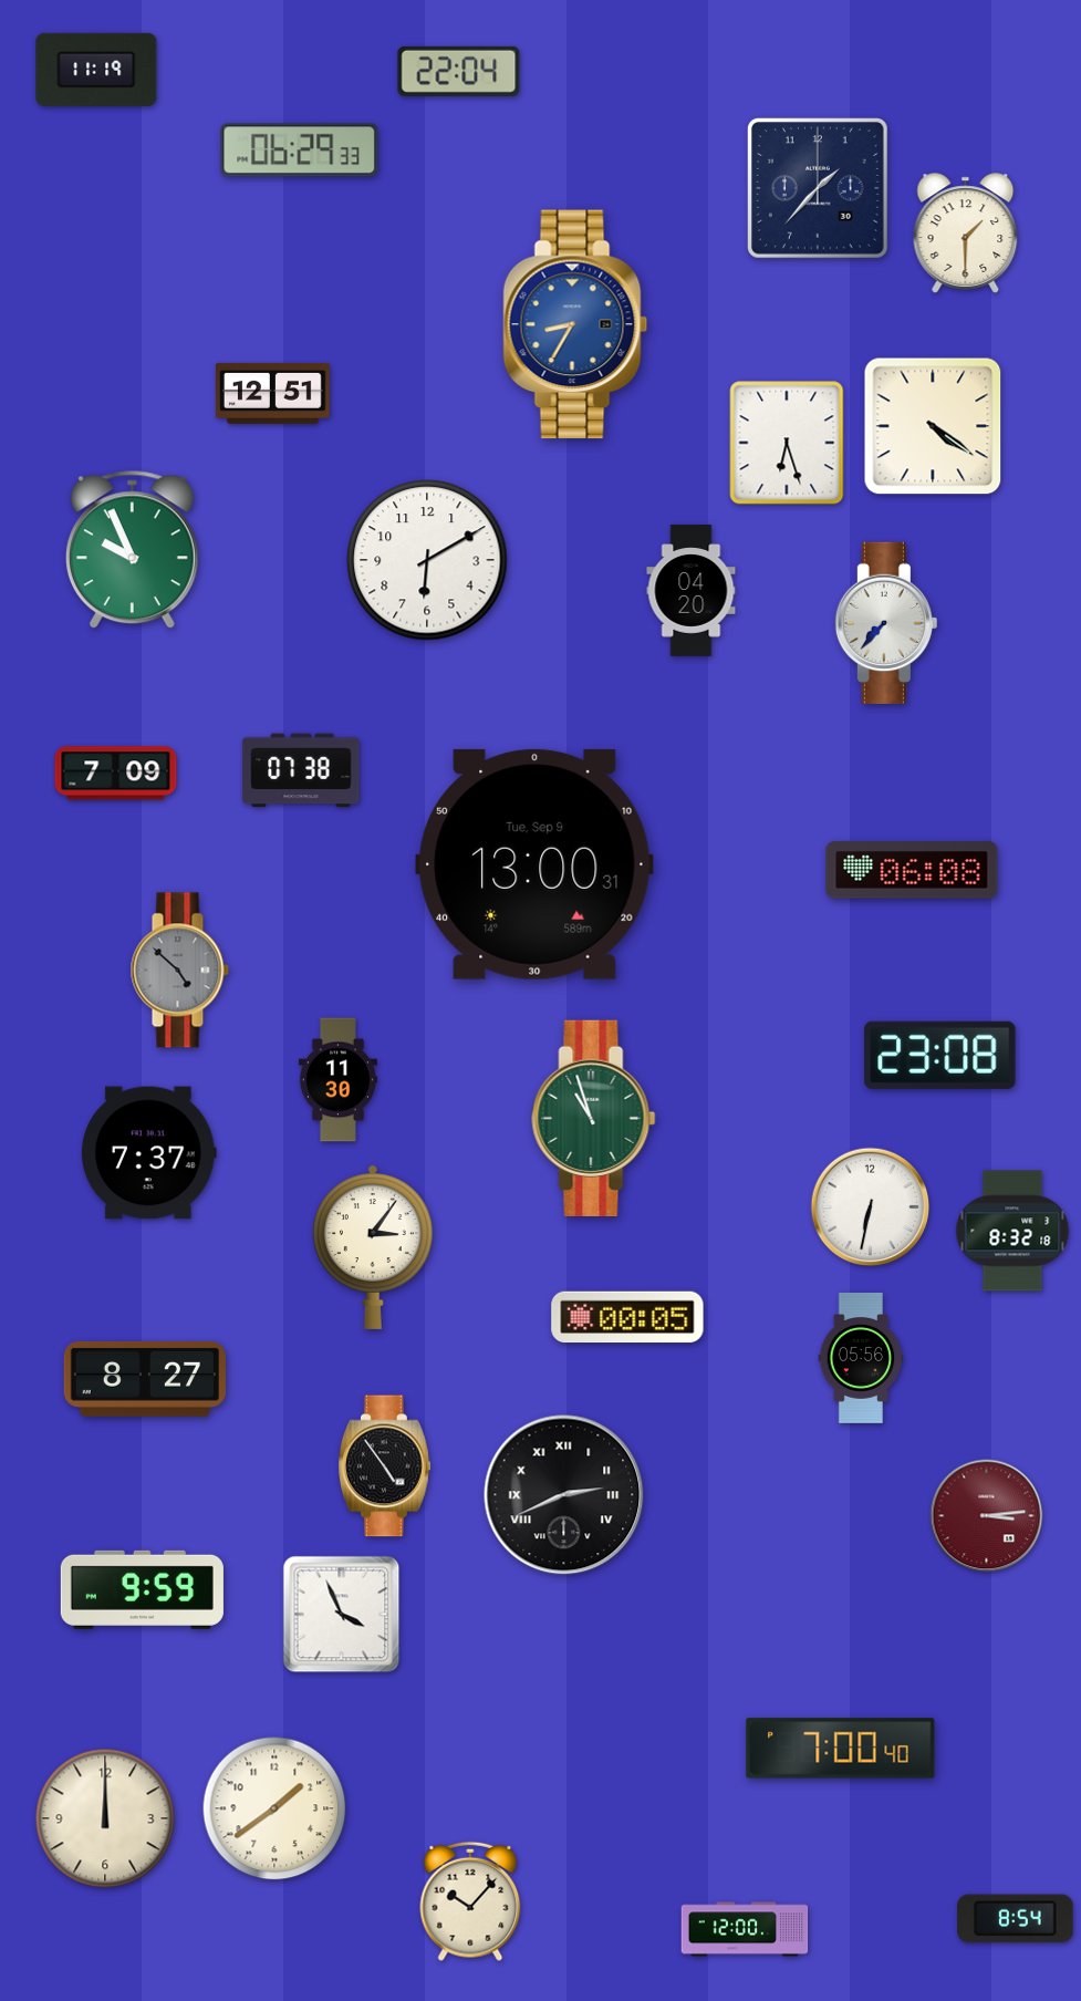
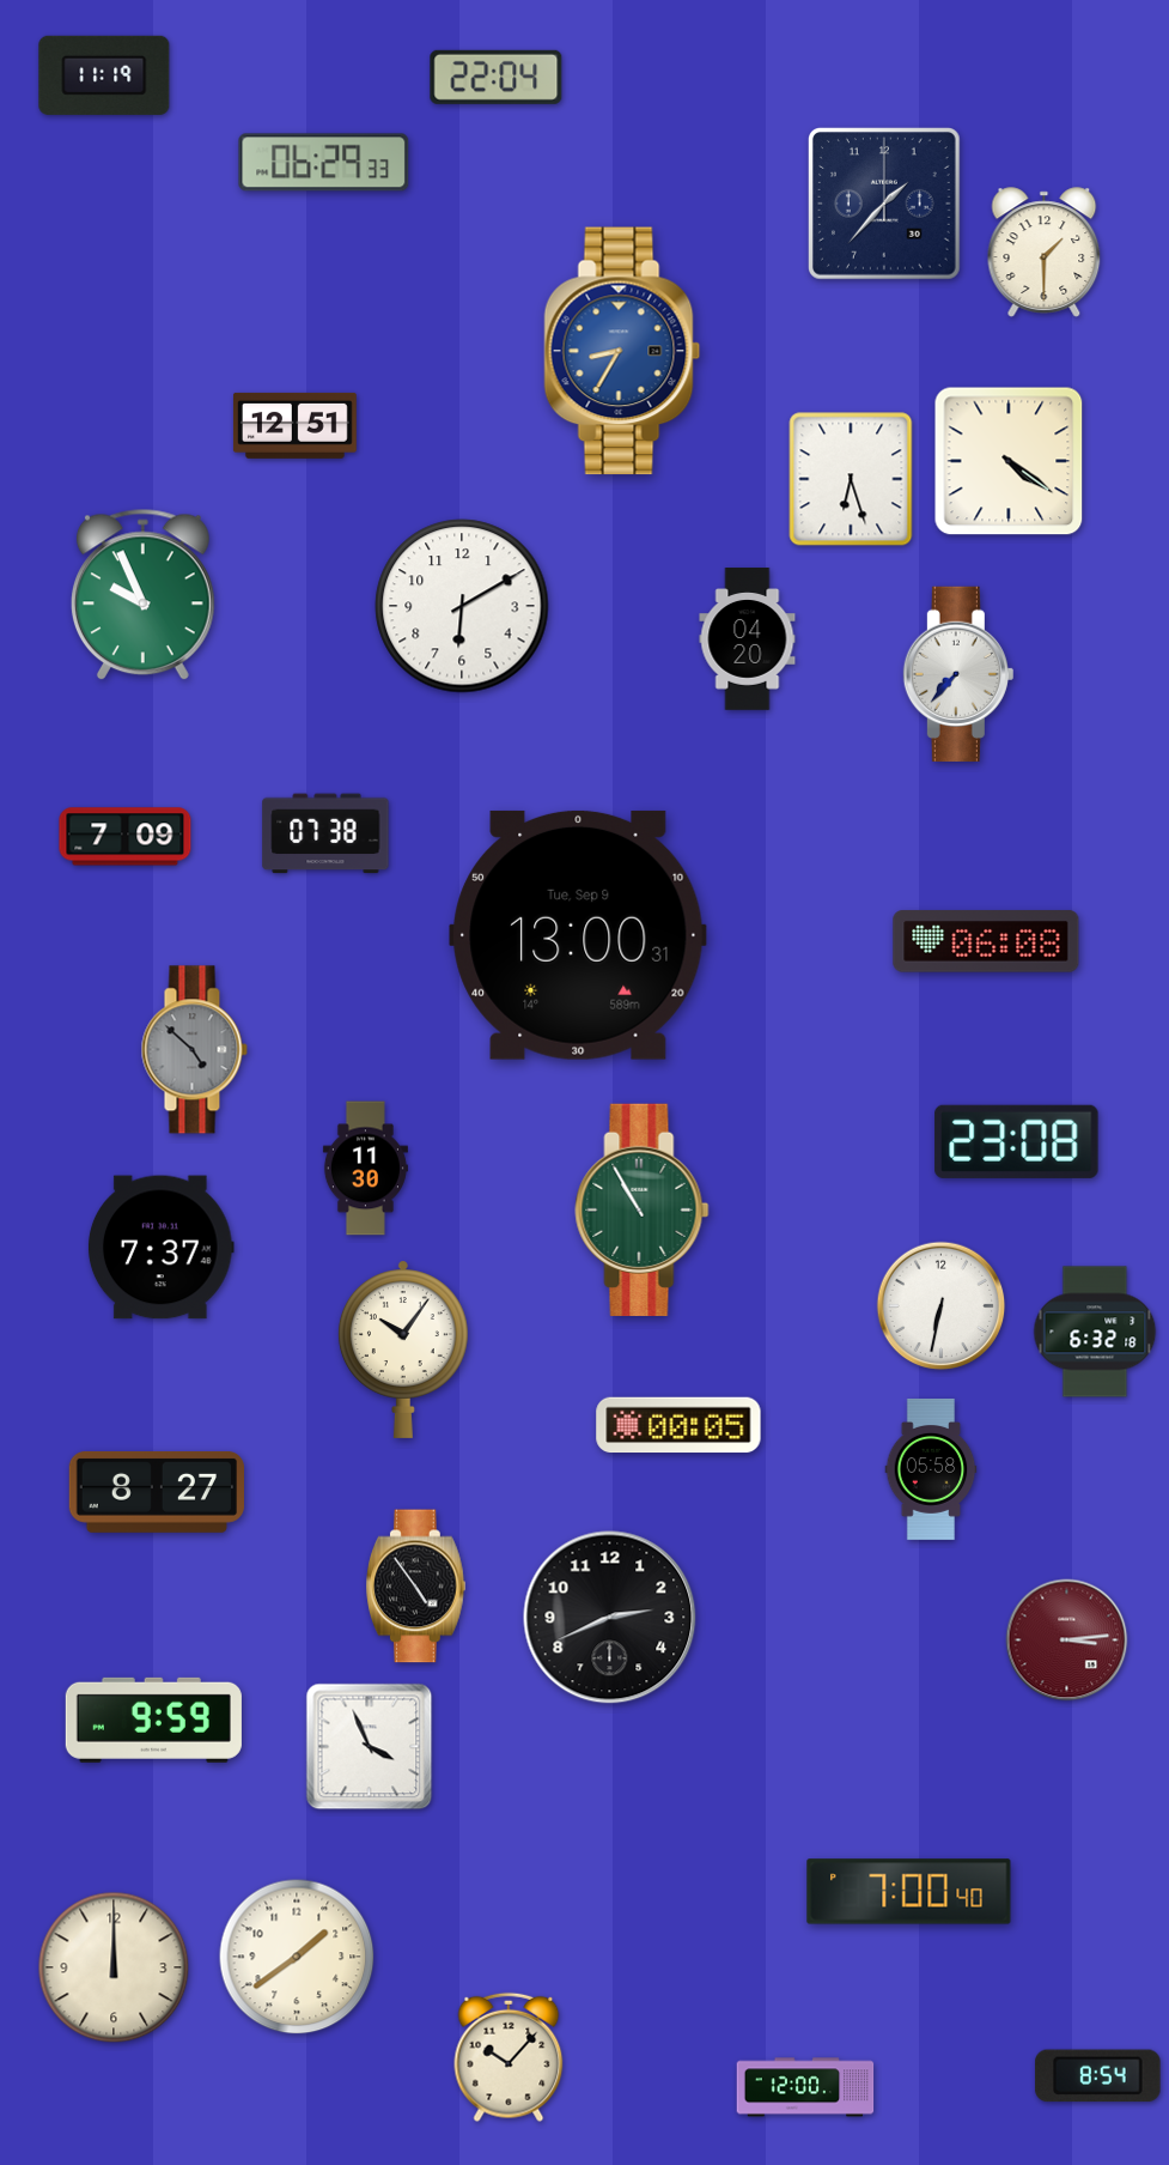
clock at (594, 1118): 10:57 -> 10:55
clock at (1012, 1231): 8:32 -> 6:32
clock at (373, 1247): 3:06 -> 10:06
clock at (861, 1358): 05:56 -> 05:58
clock at (564, 1495) numerals: Roman -> Arabic
